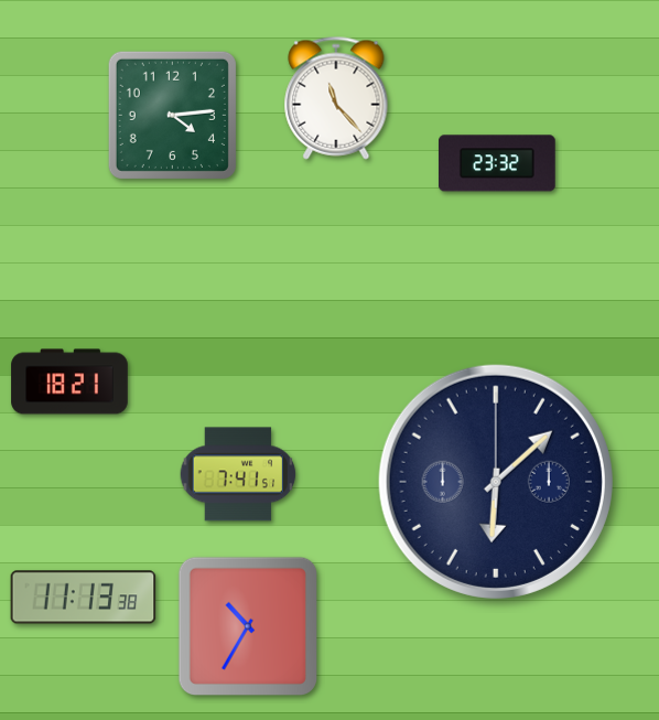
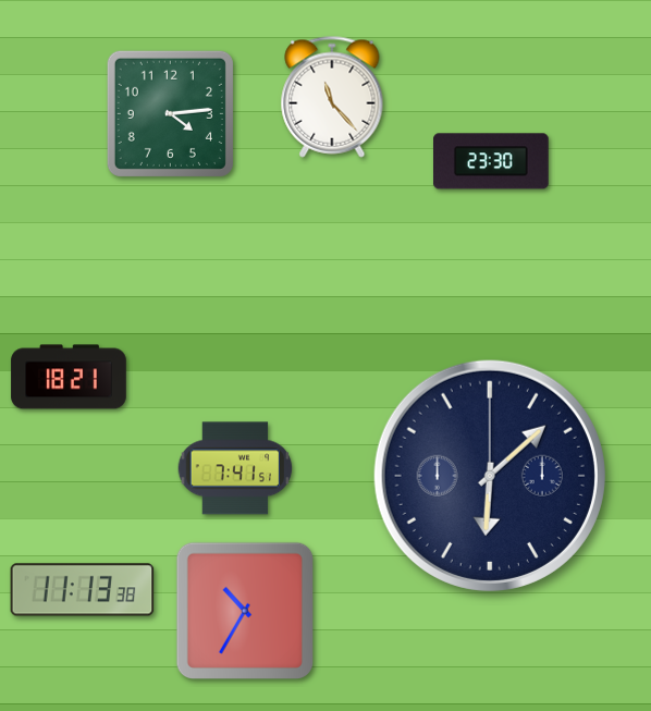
clock at (498, 163): 23:32 -> 23:30
clock at (247, 625) position: (247, 625) -> (244, 610)
